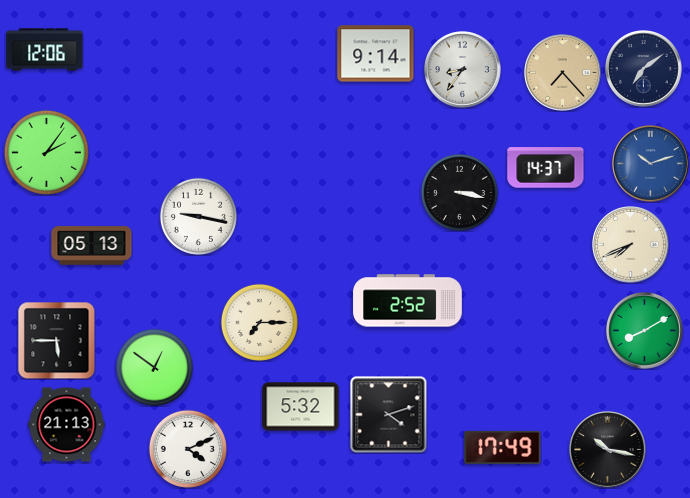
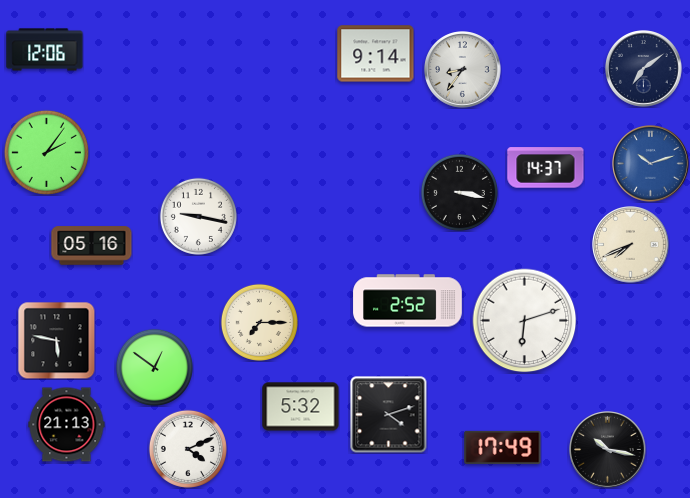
clock at (563, 73): 7:23 -> none
clock at (92, 246): 05:13 -> 05:16
clock at (525, 321): none -> 6:12
clock at (645, 331): 8:10 -> none
clock at (56, 340): 5:45 -> 5:47
